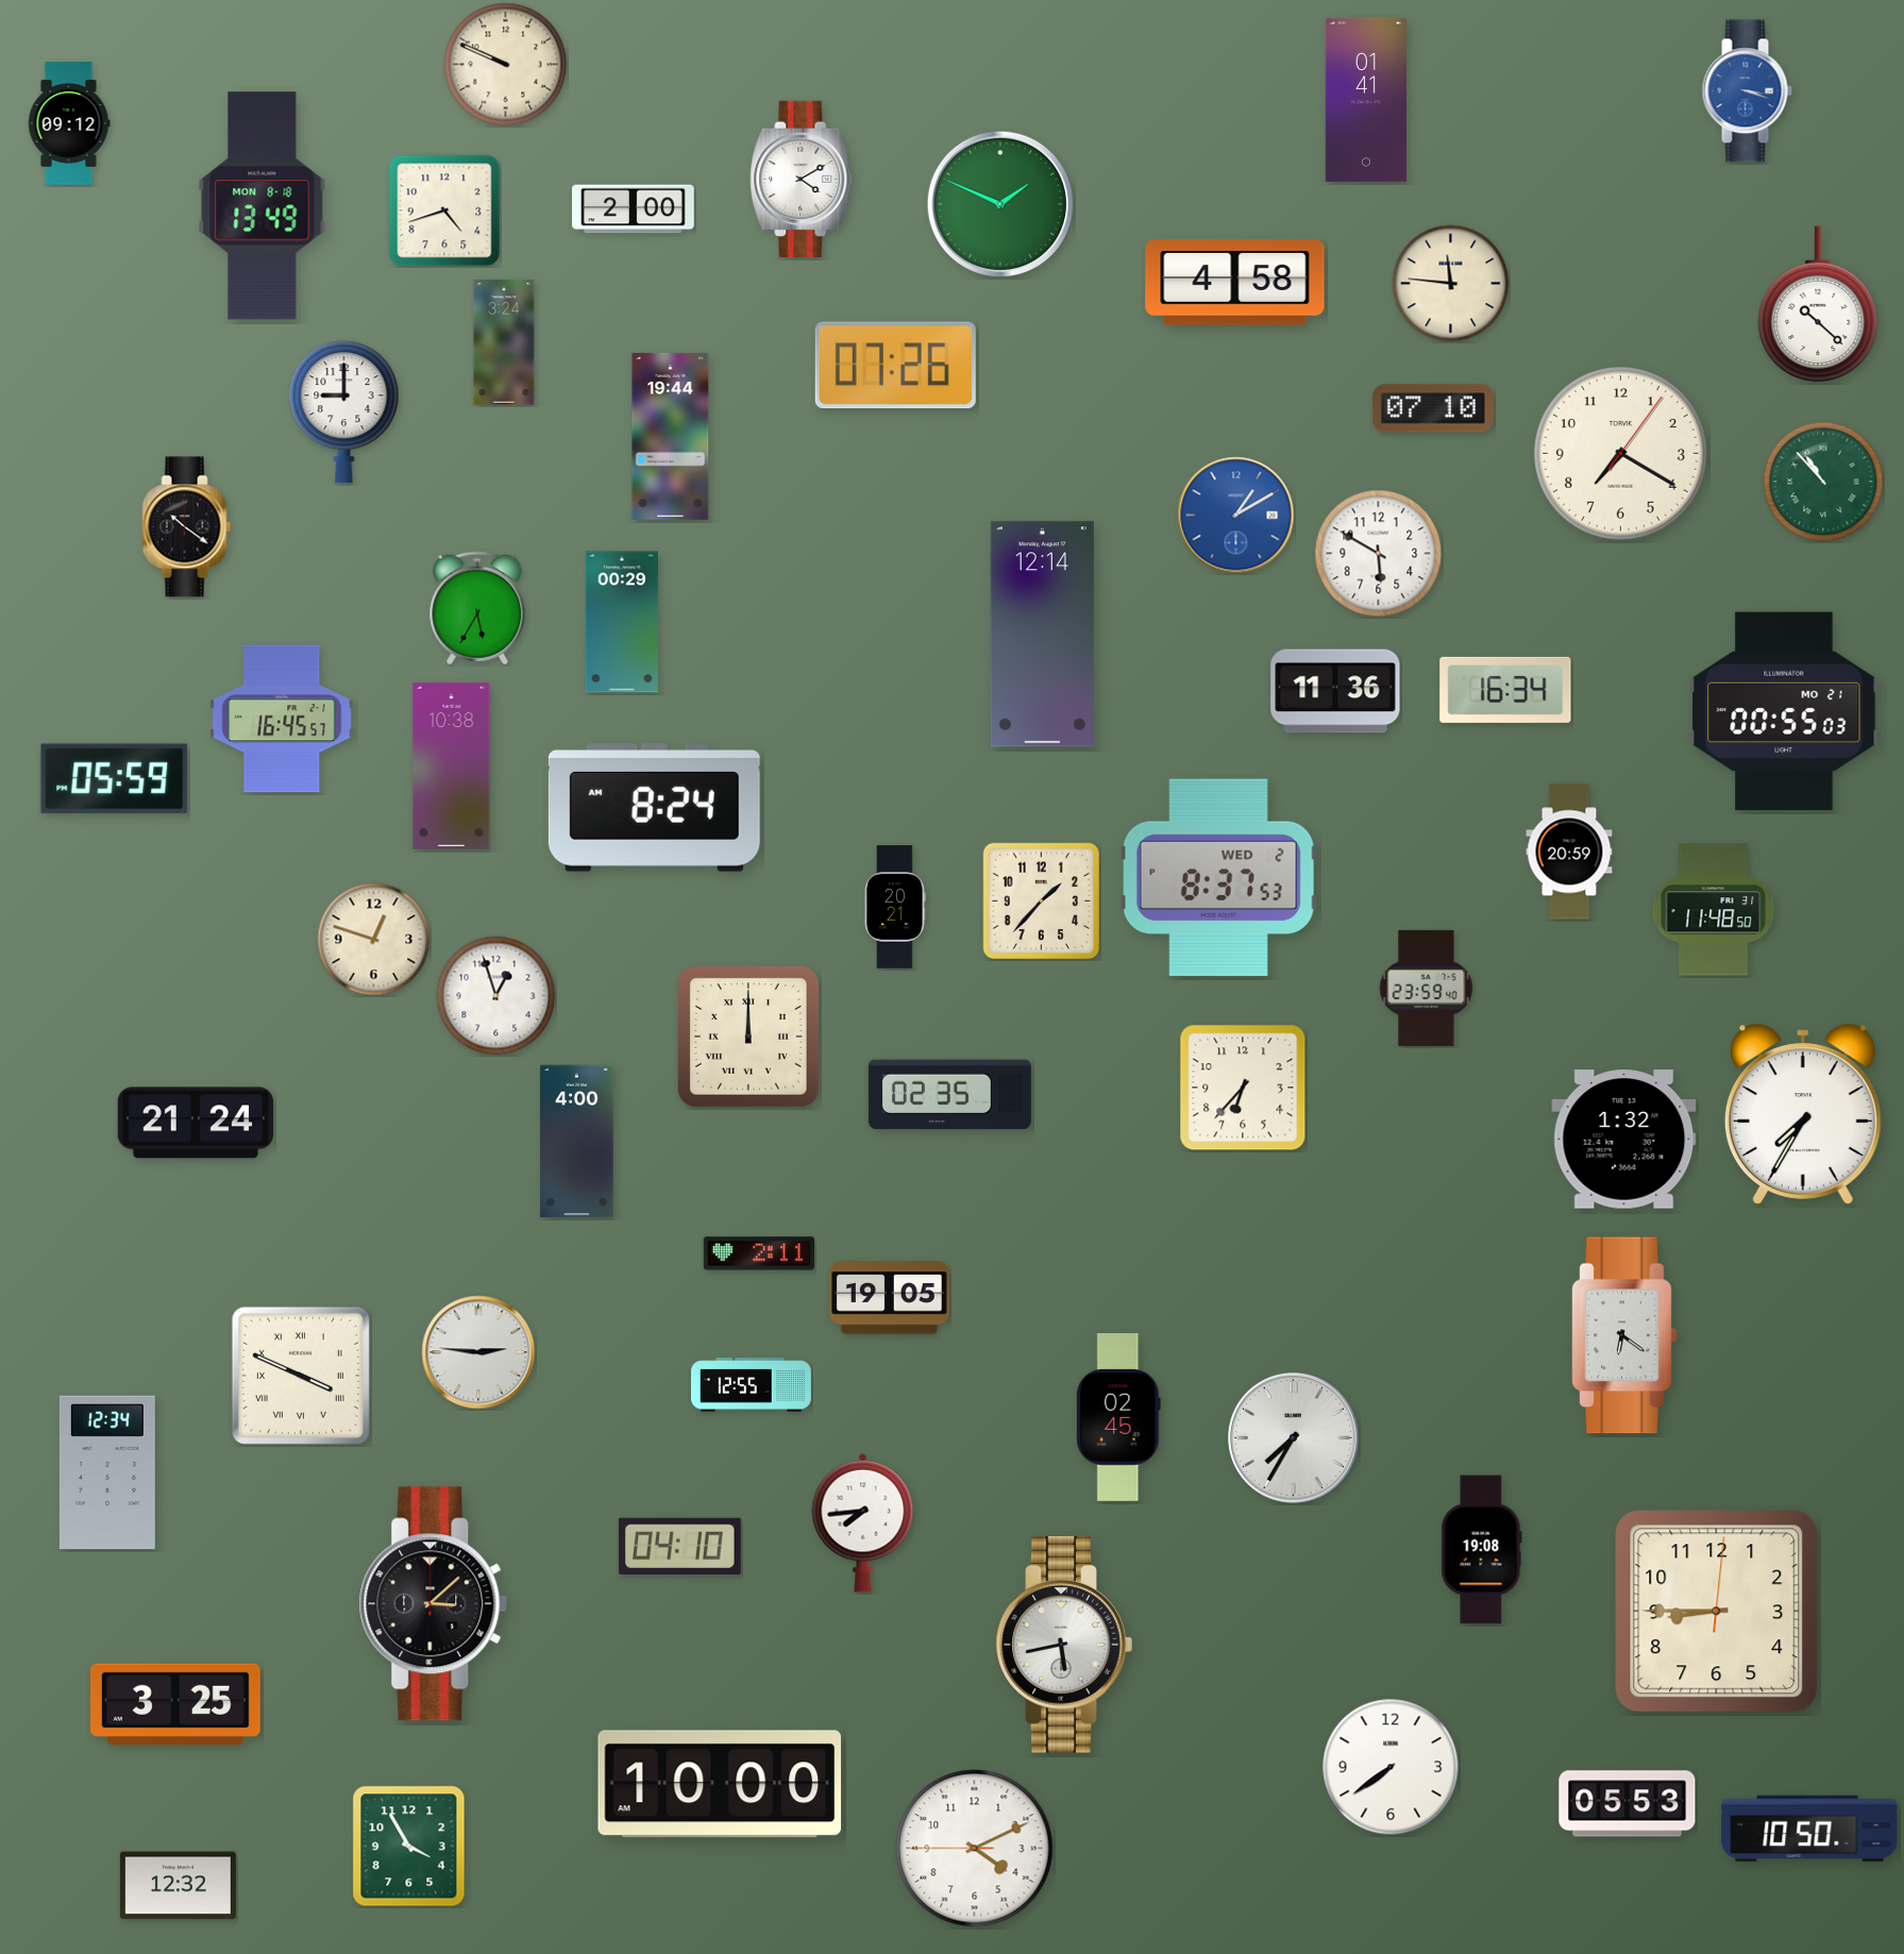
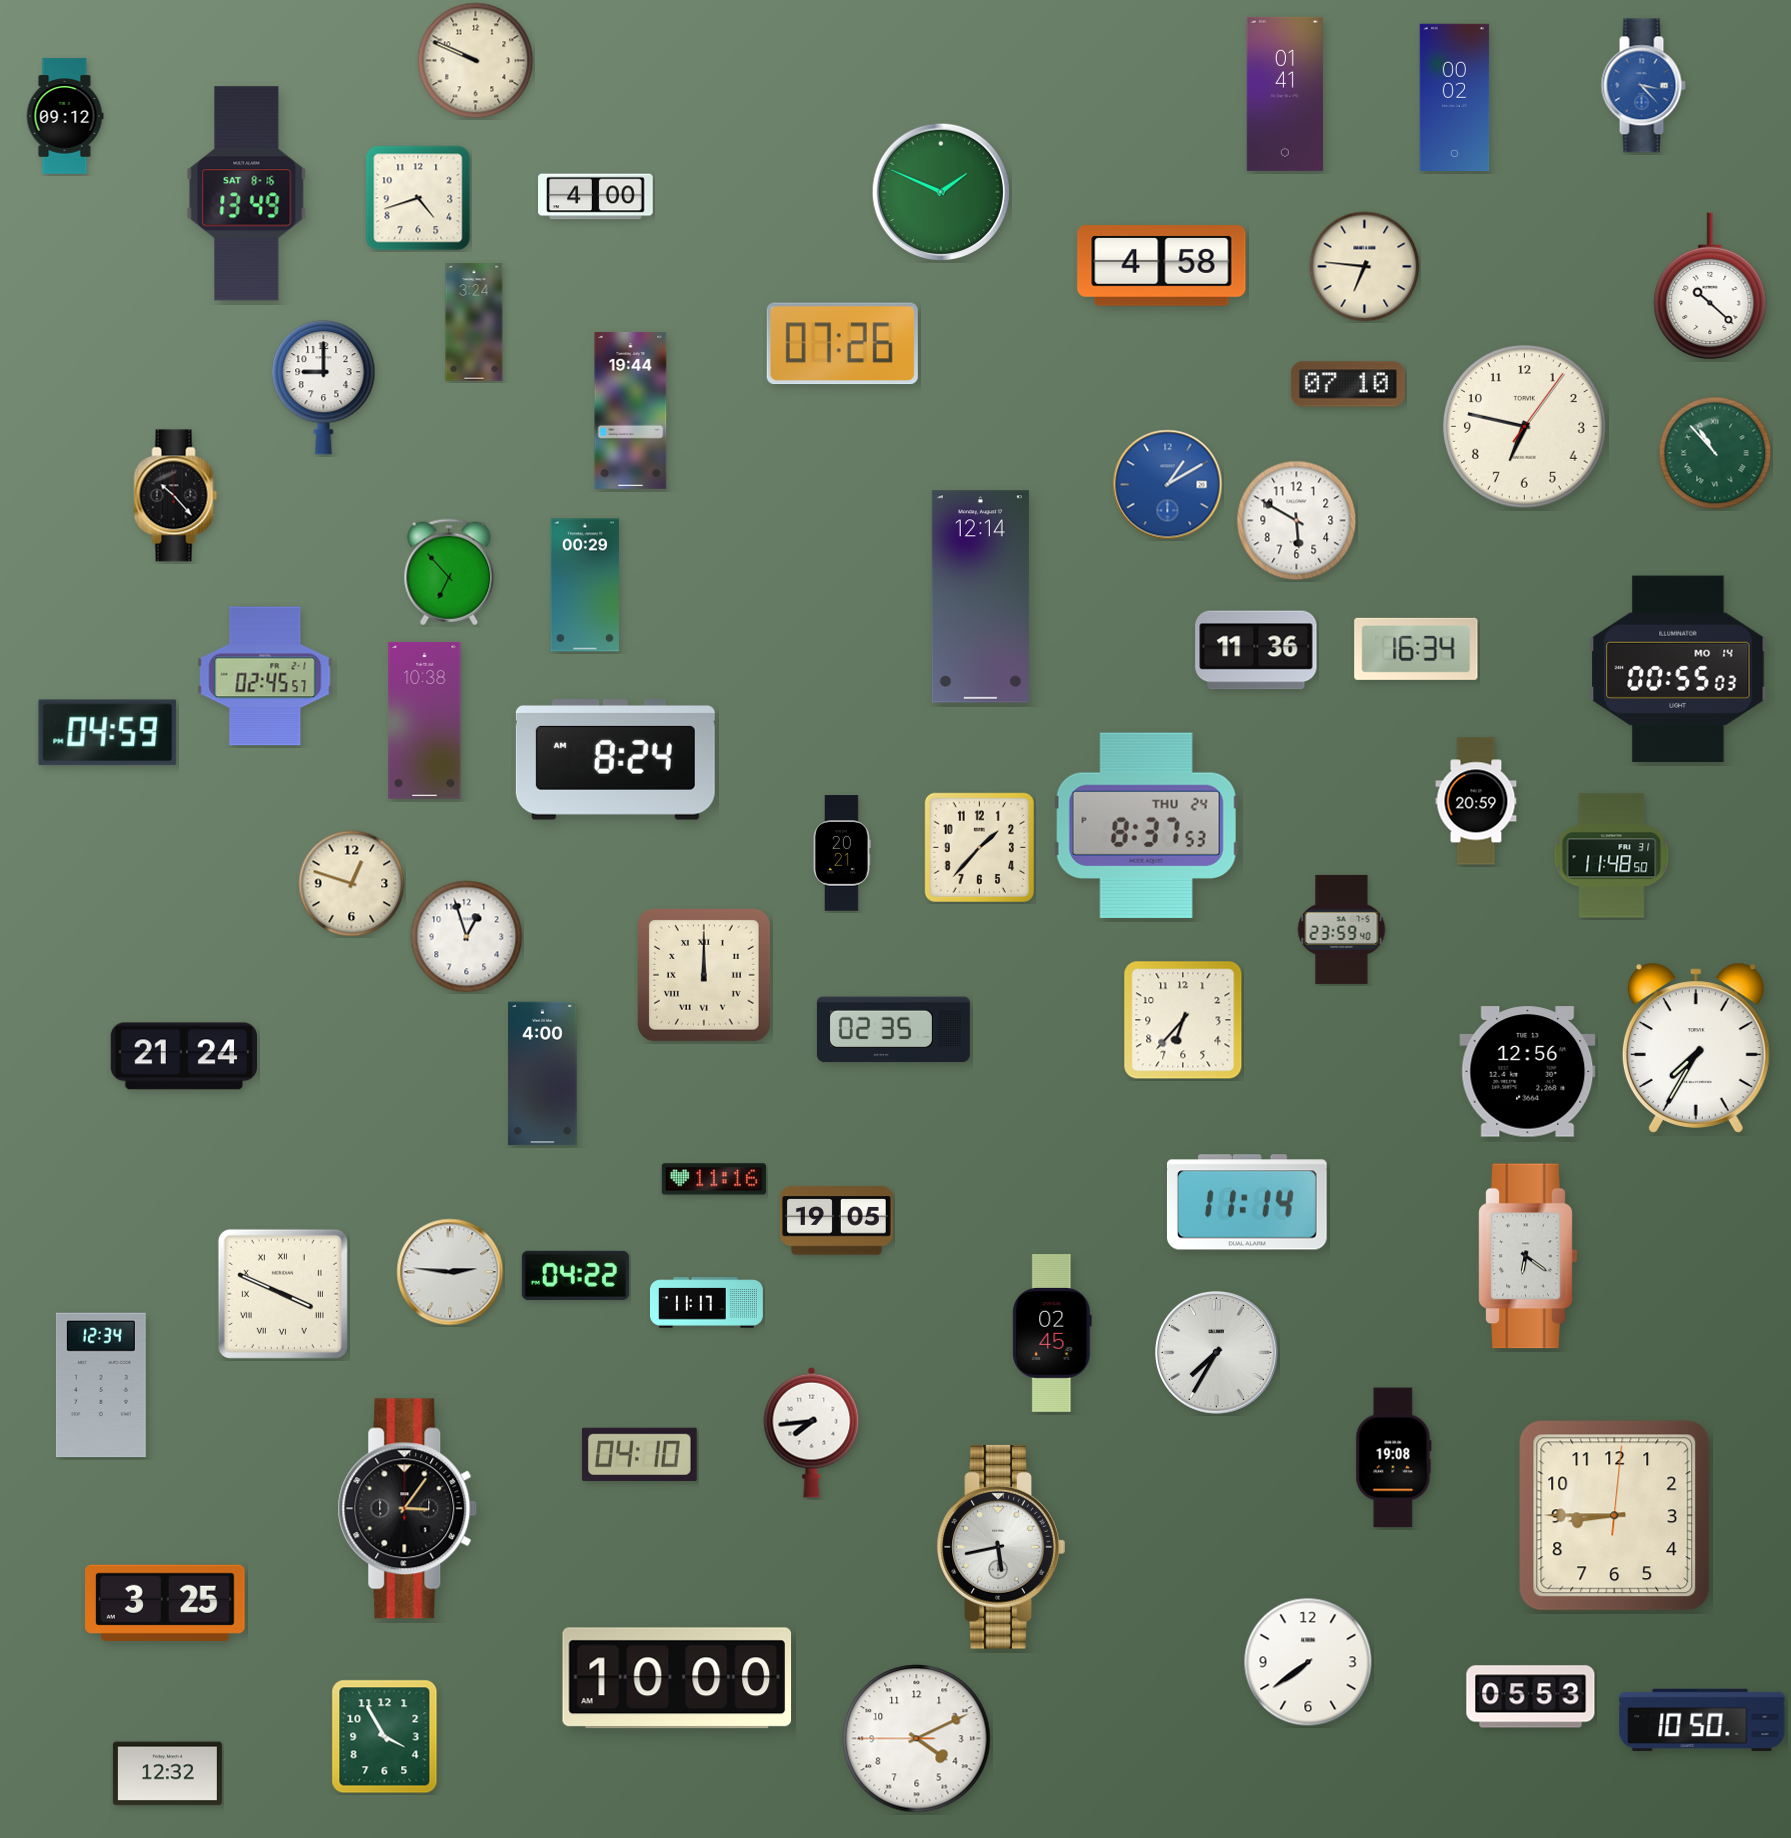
clock at (1747, 91): 3:18 -> 3:23
clock at (1455, 97): none -> 00:02
clock at (802, 179): 4:10 -> none
clock at (263, 206) date: MON 8-18 -> SAT 8-16
clock at (634, 209): 2:00 -> 4:00
clock at (1451, 284): 11:46 -> 6:46
clock at (1621, 454): 7:20 -> 6:47
clock at (1236, 516) position: (1236, 516) -> (1168, 485)
clock at (187, 527): 10:21 -> 10:23
clock at (477, 608): 5:35 -> 6:53
clock at (1784, 711) date: MO 21 -> MO 14
clock at (282, 719): 16:45 -> 02:45
clock at (115, 779): 05:59 -> 04:59
clock at (1218, 878) date: WED 2 -> THU 24
clock at (1243, 1088) position: (1243, 1088) -> (1183, 1020)
clock at (1624, 1140): 1:32 -> 12:56
clock at (758, 1253): 2:11 -> 11:16
clock at (1247, 1202): none -> 11:14
clock at (575, 1275): none -> 04:22
clock at (752, 1385): 12:55 -> 11:17
clock at (434, 1604): 3:08 -> 3:06
